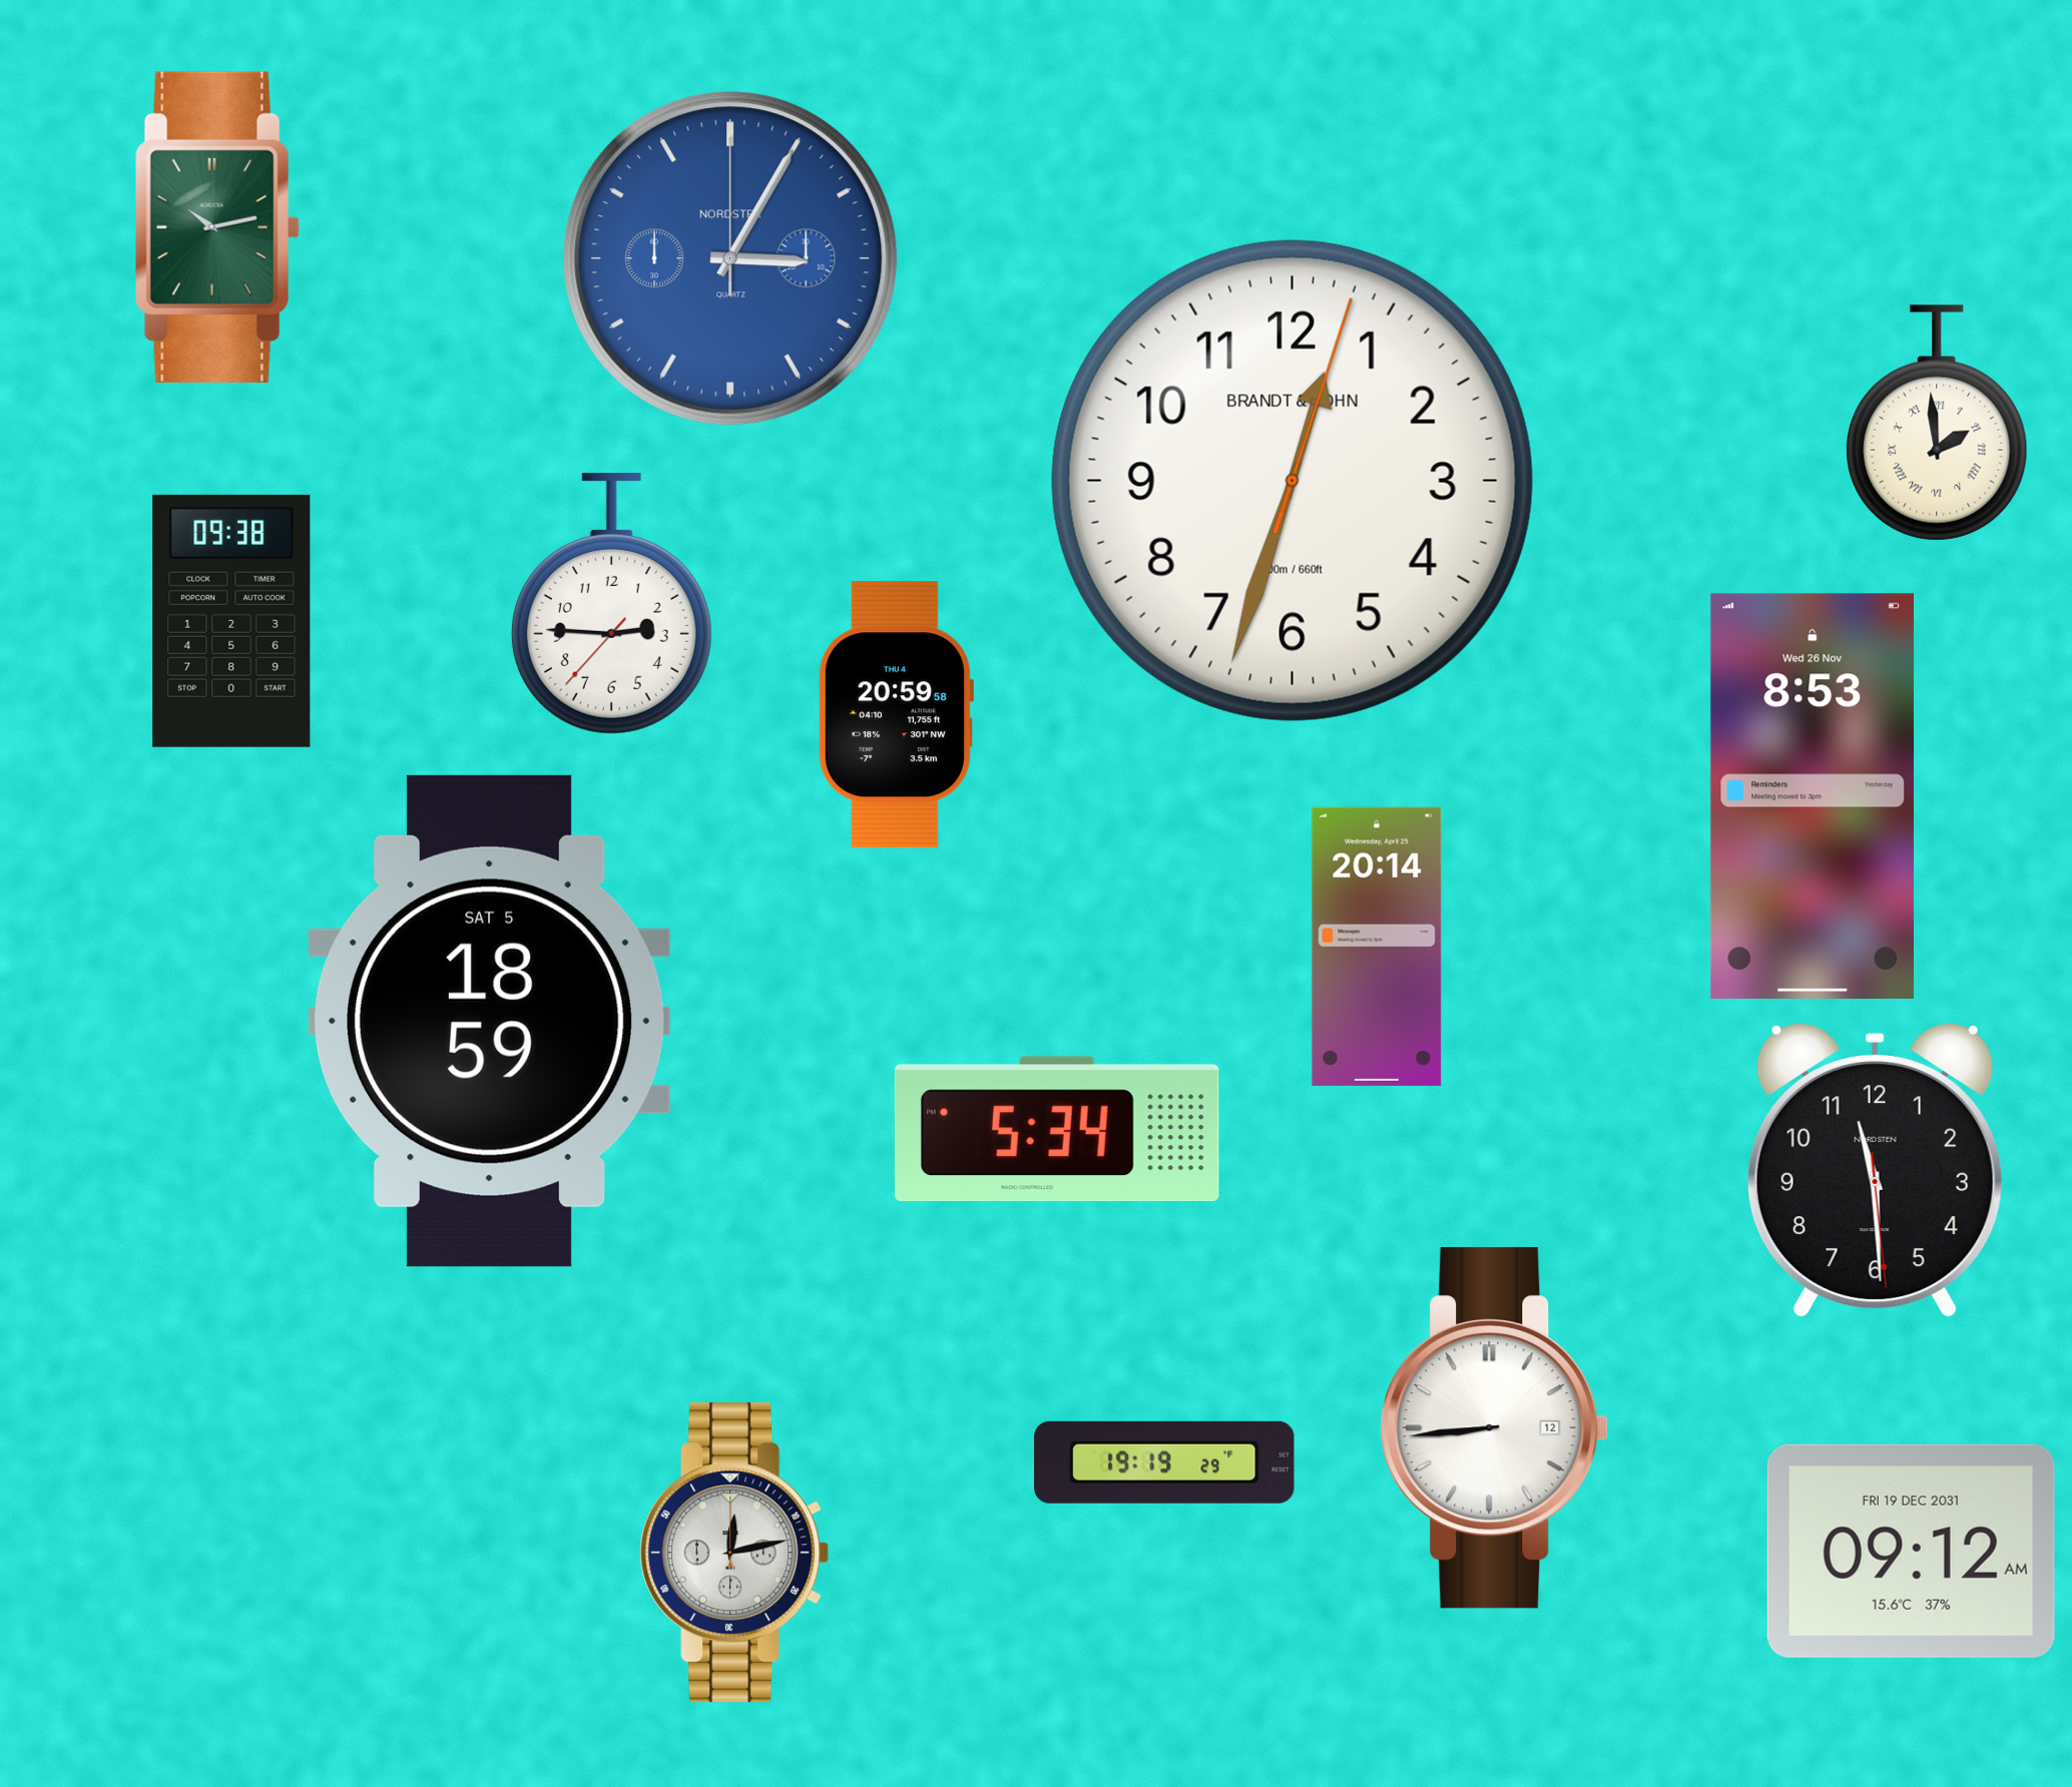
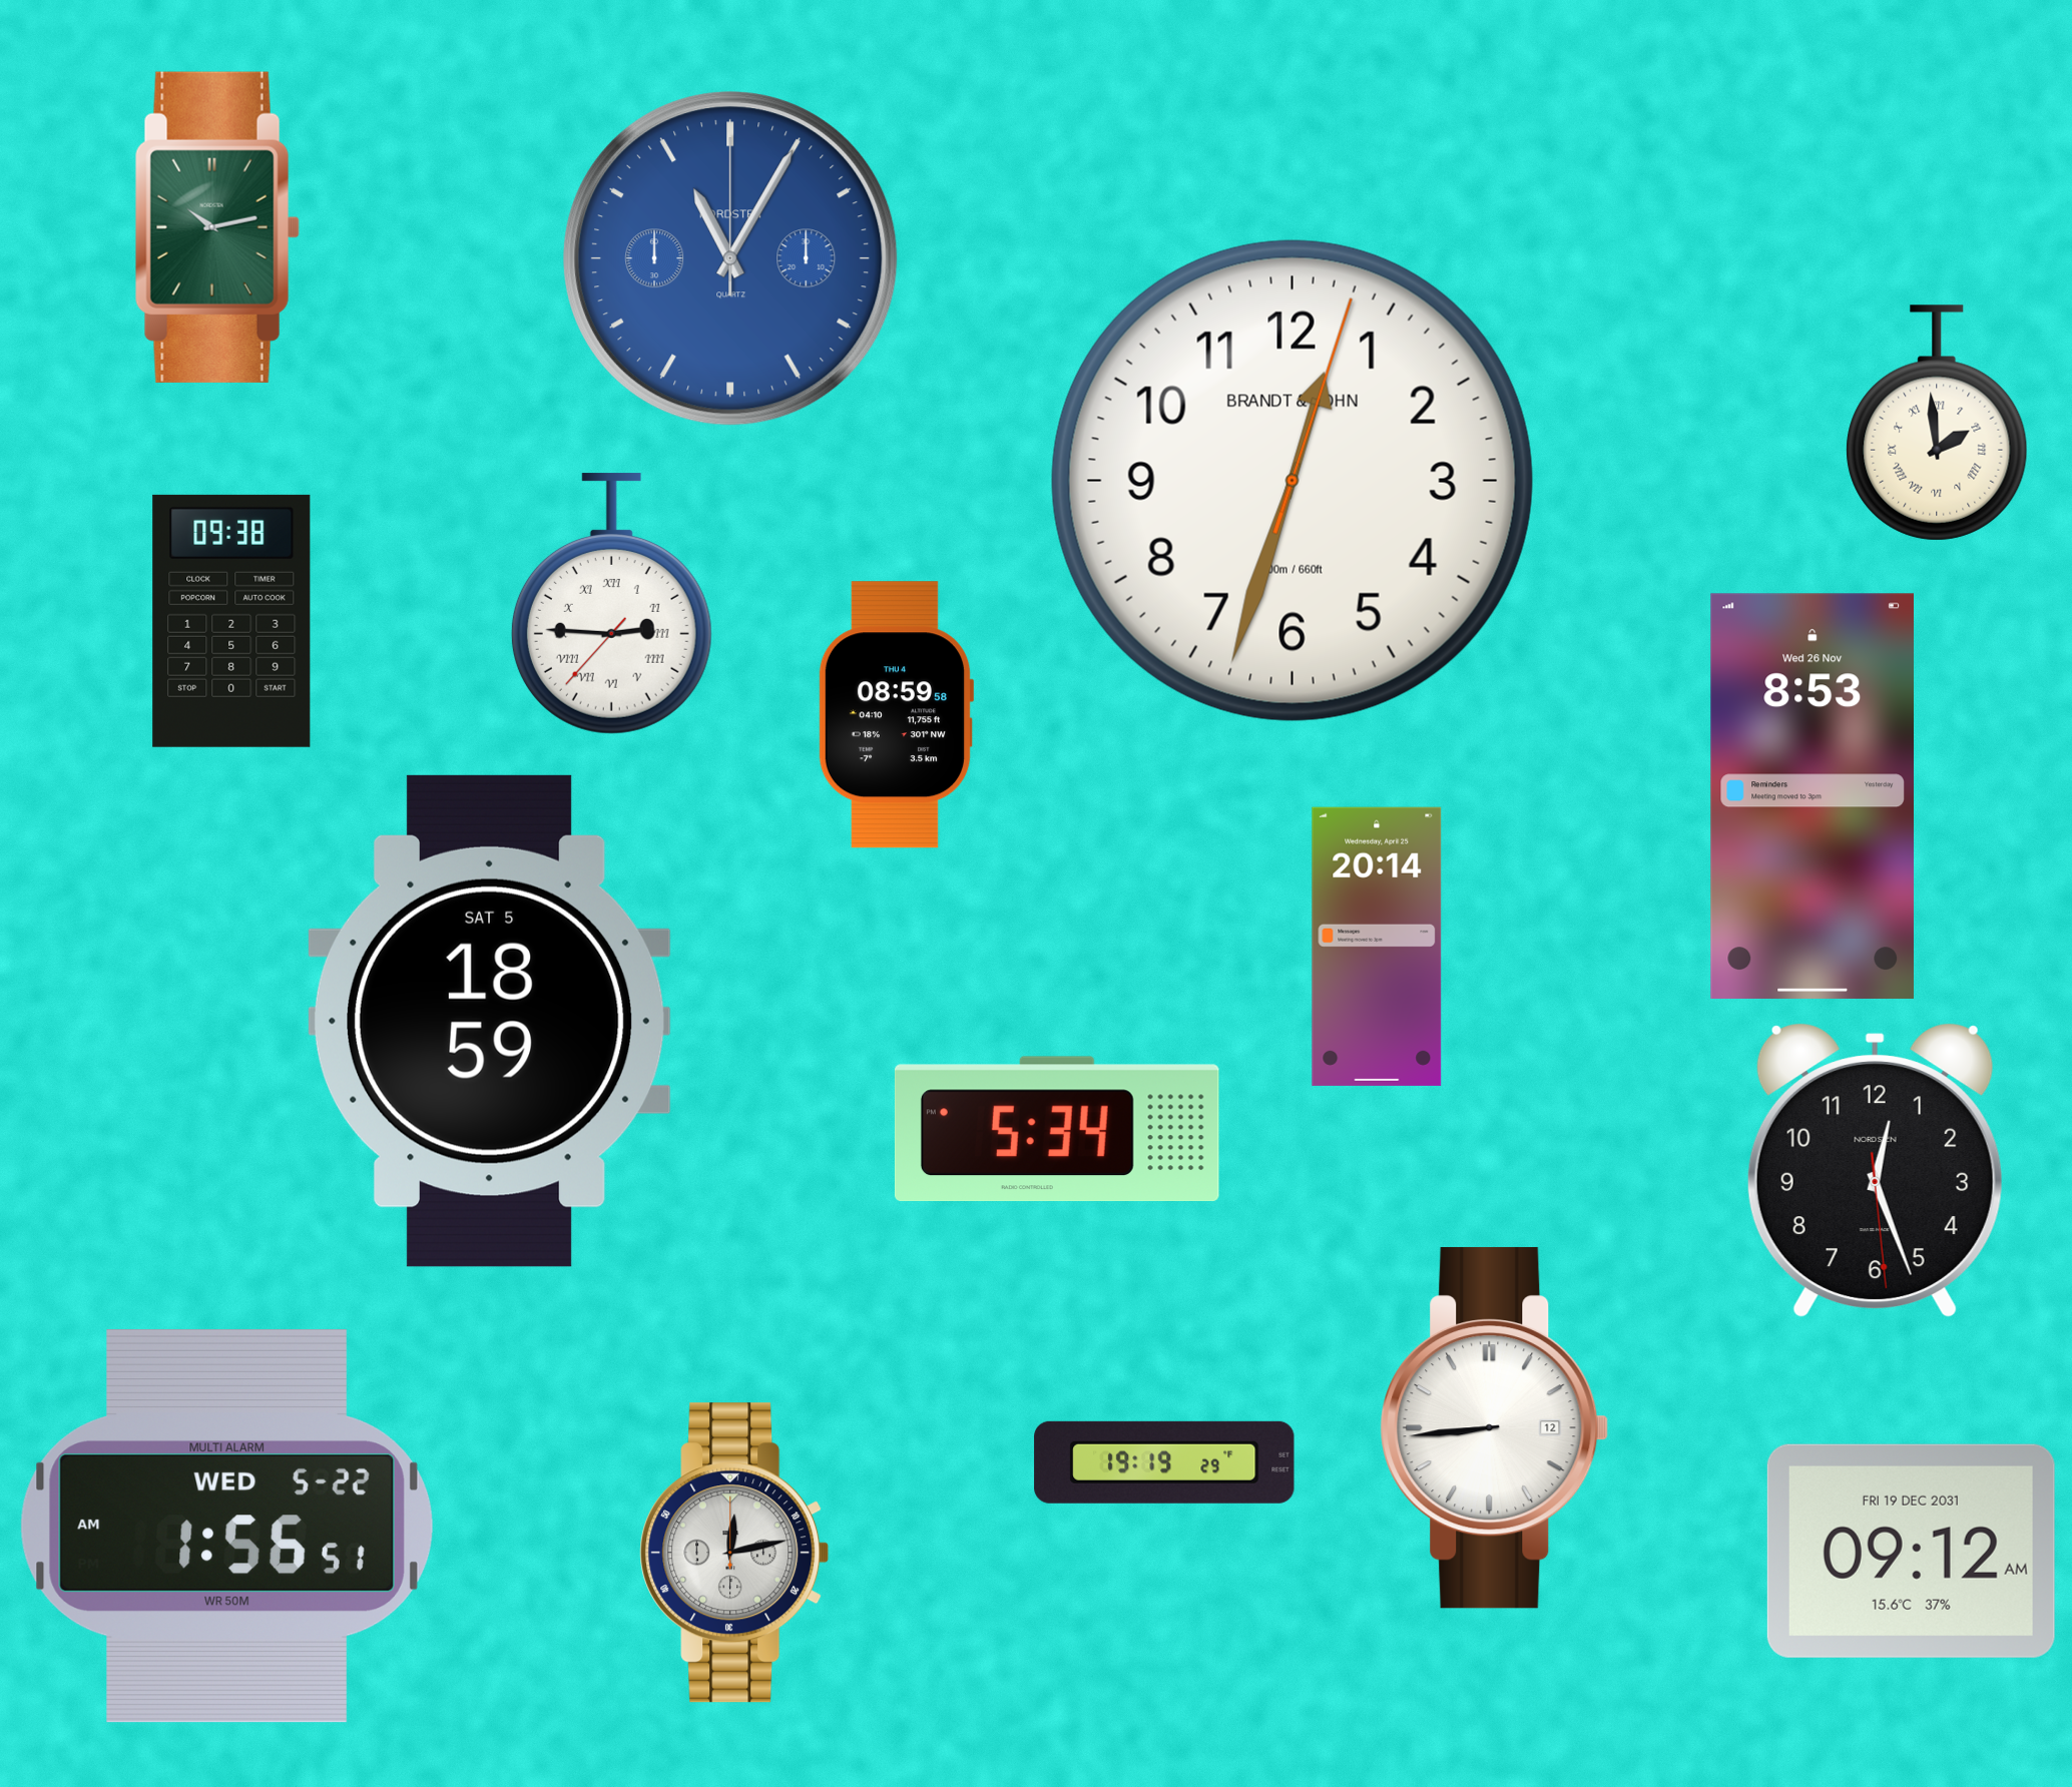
clock at (730, 258): 3:05 -> 11:05
clock at (611, 604) numerals: Arabic -> Roman
clock at (896, 715): 20:59 -> 08:59
clock at (1875, 1170): 11:29 -> 12:26
clock at (226, 1526): none -> 1:56
